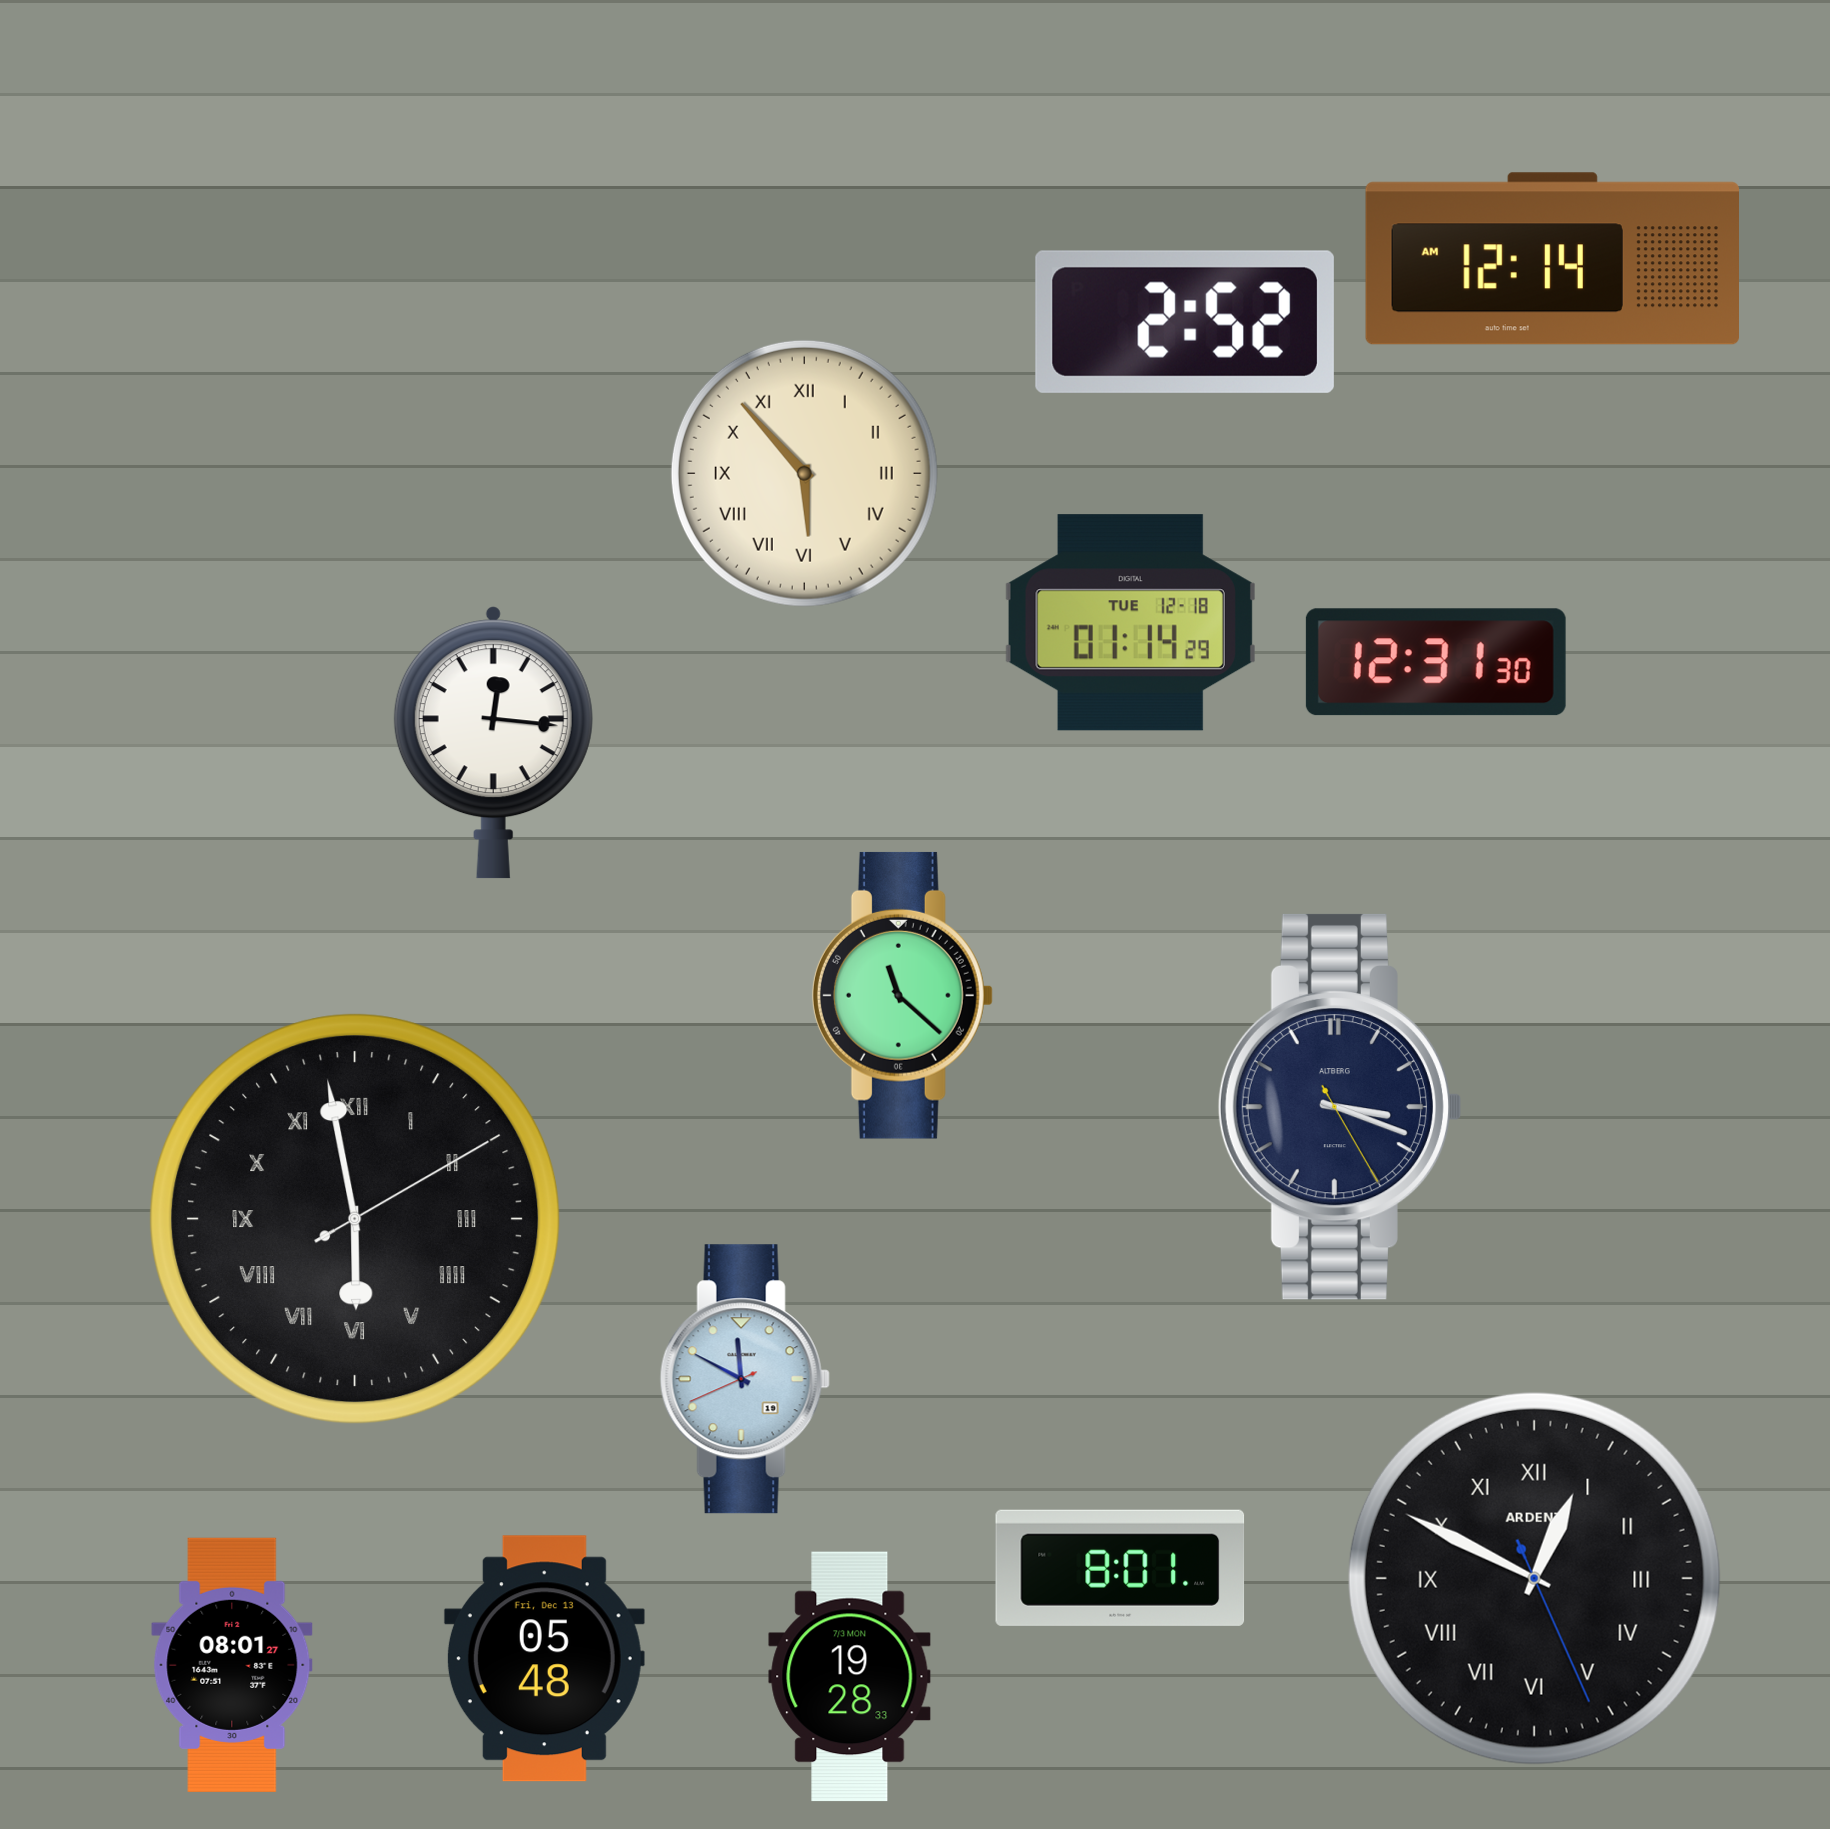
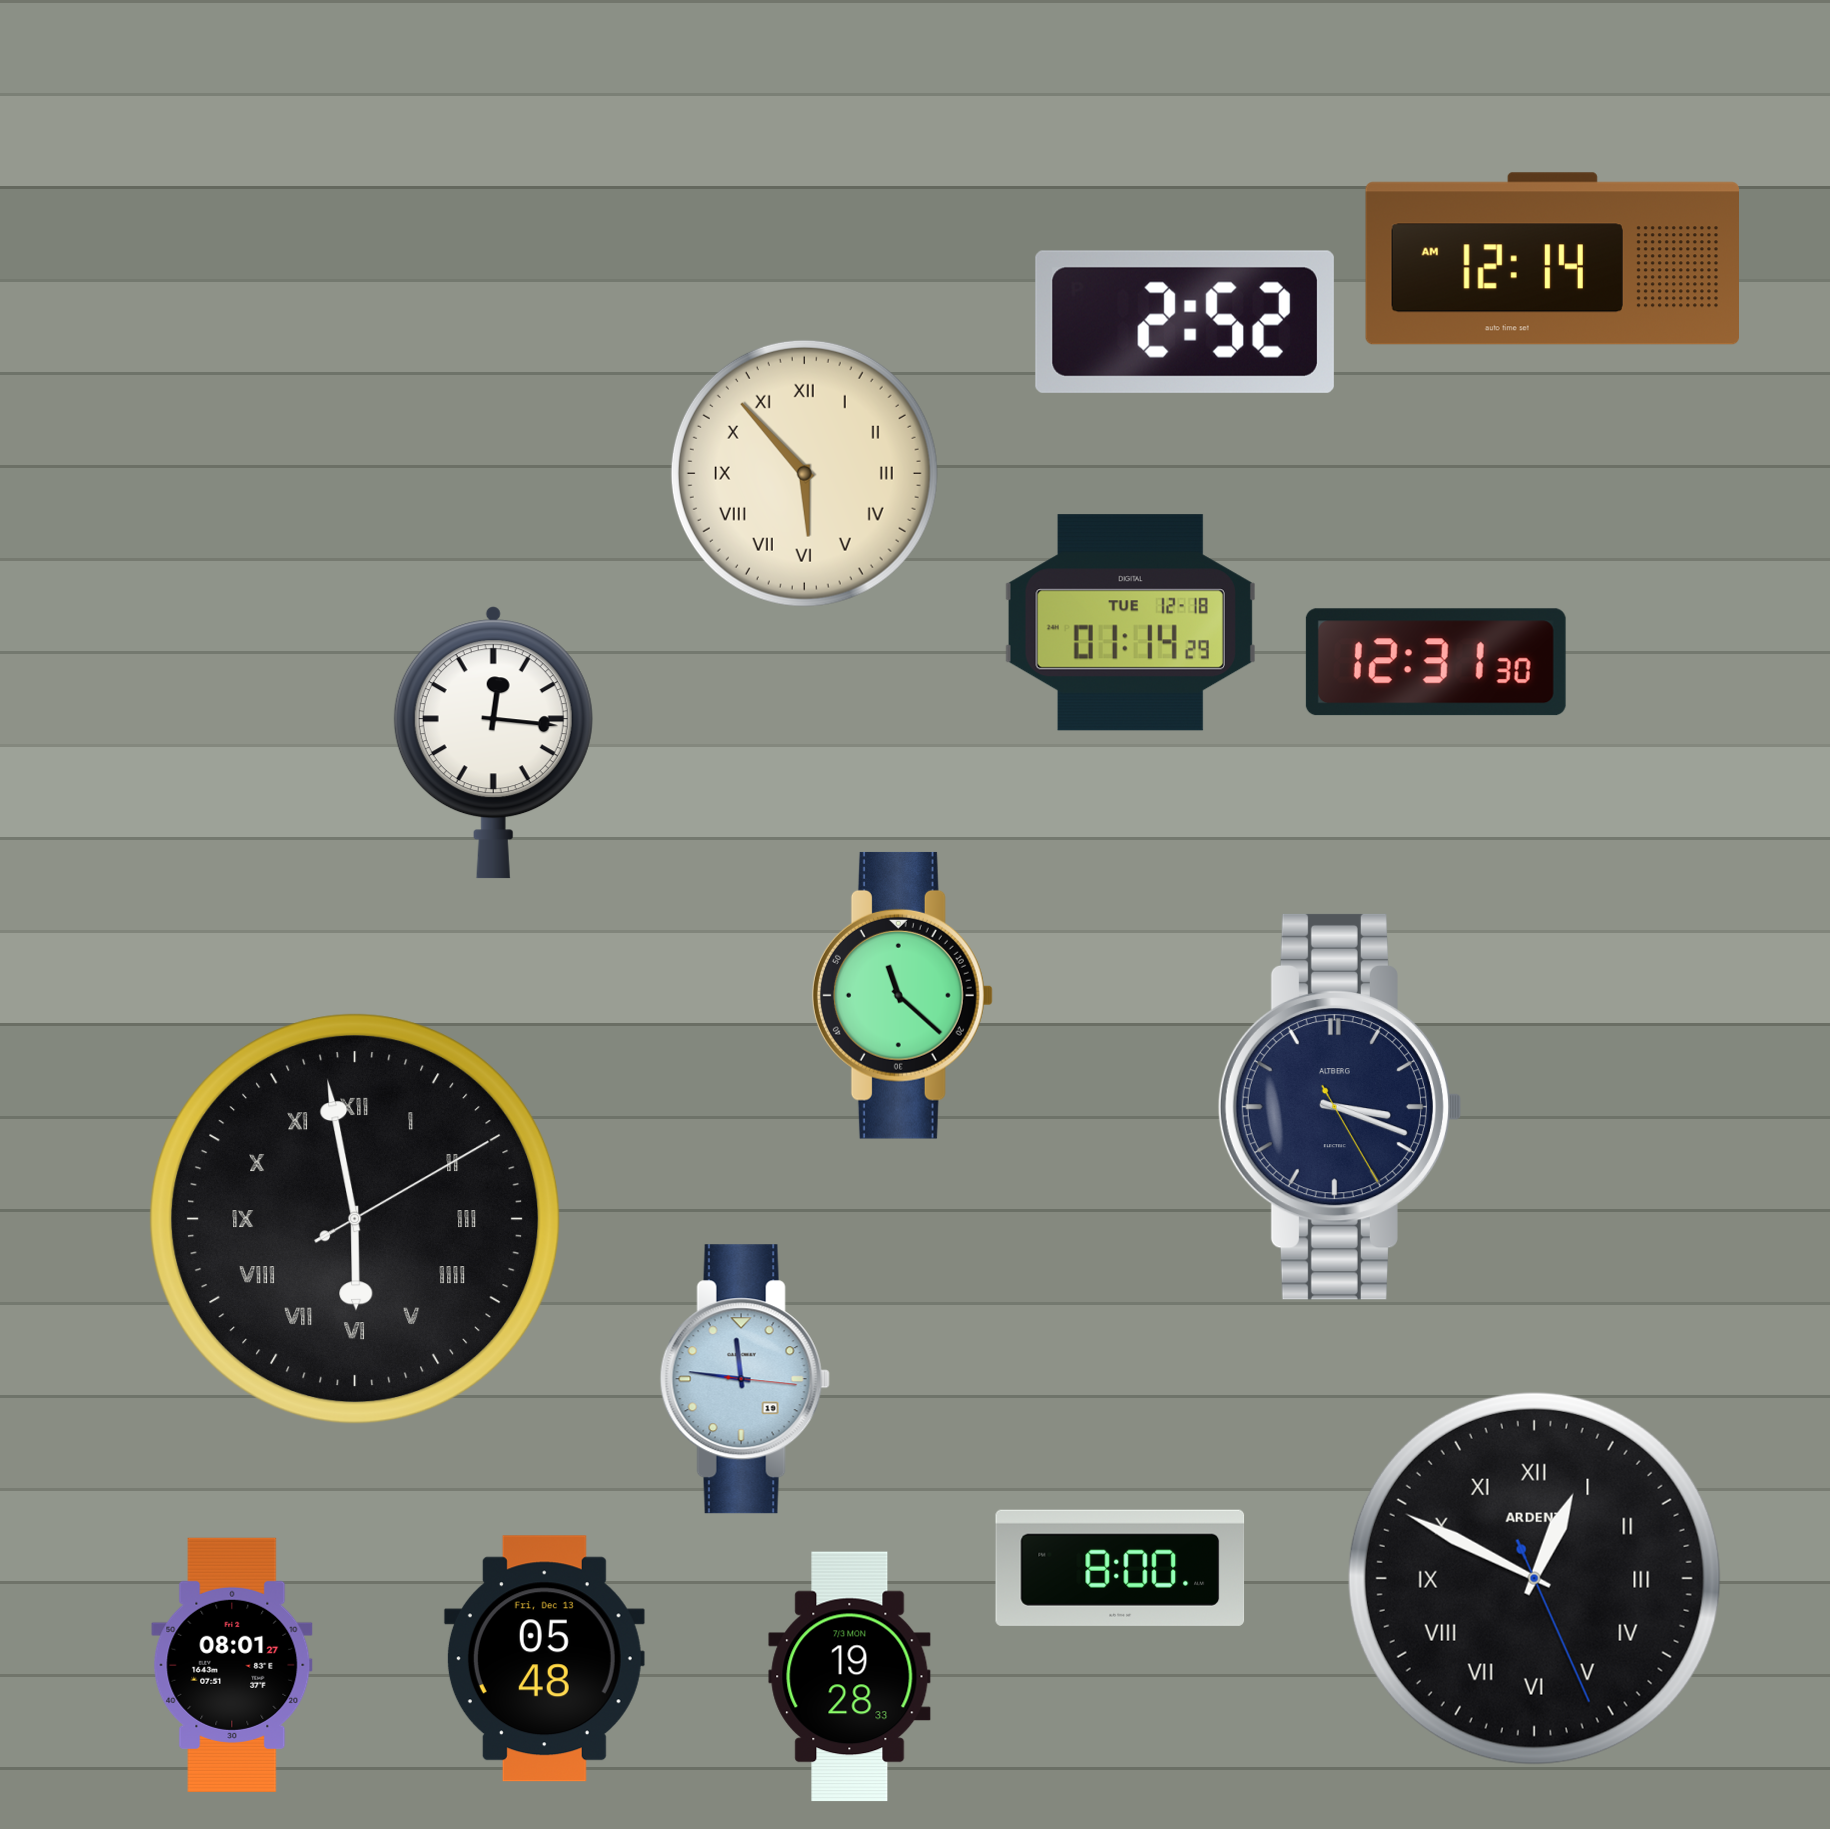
clock at (745, 1379): 11:49 -> 11:46
clock at (1120, 1568): 8:01 -> 8:00
